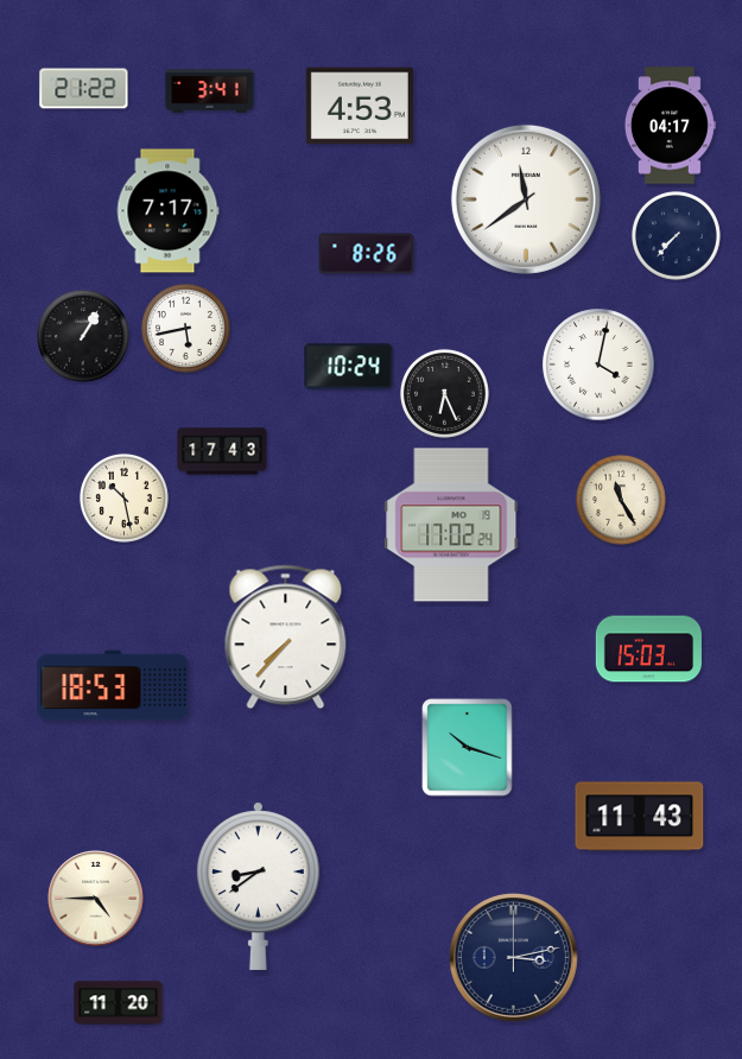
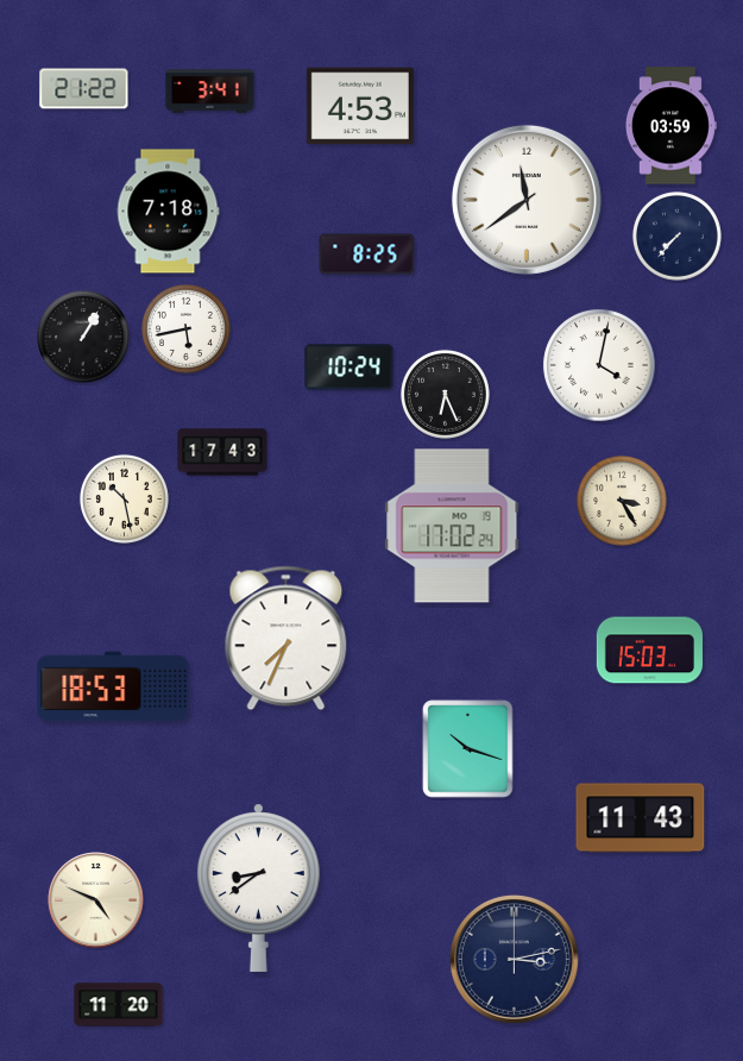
clock at (670, 126): 04:17 -> 03:59
clock at (167, 211): 7:17 -> 7:18
clock at (367, 254): 8:26 -> 8:25
clock at (621, 500): 11:25 -> 3:25
clock at (286, 638): 7:37 -> 7:34
clock at (96, 899): 4:45 -> 4:49
